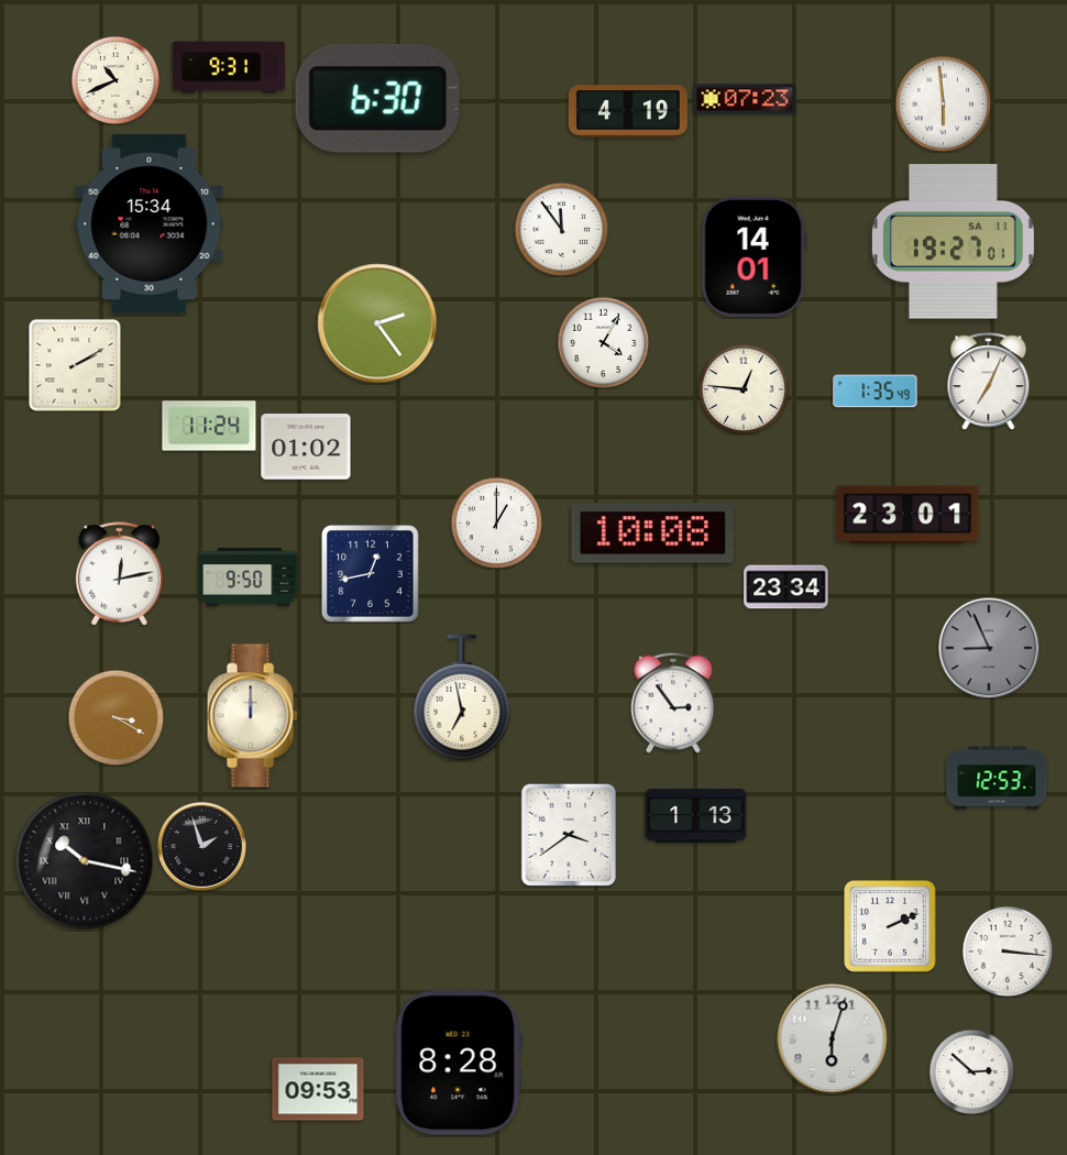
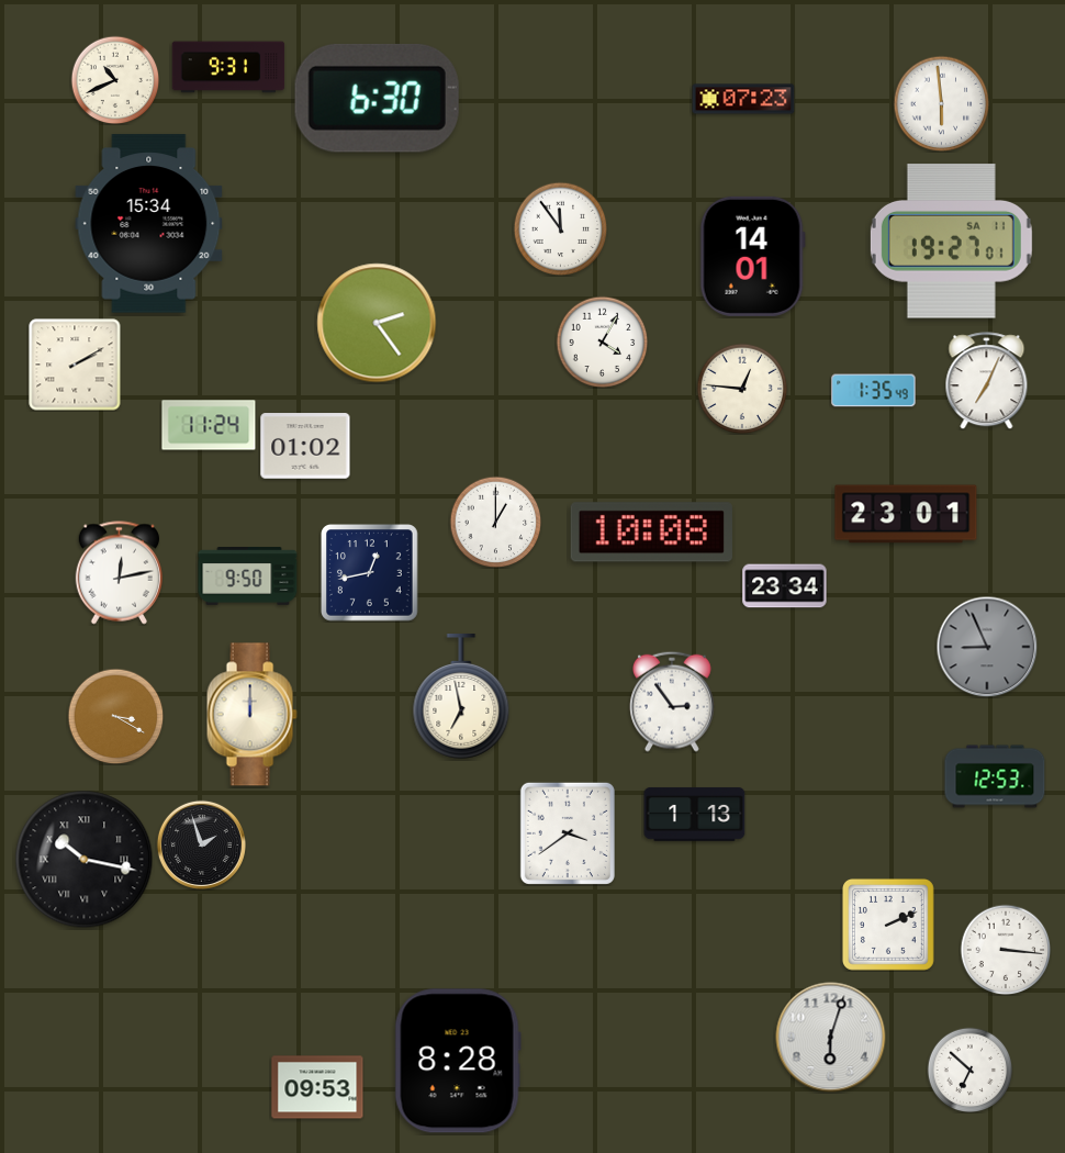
clock at (628, 111): 4:19 -> none
clock at (971, 1071): 2:52 -> 6:52
